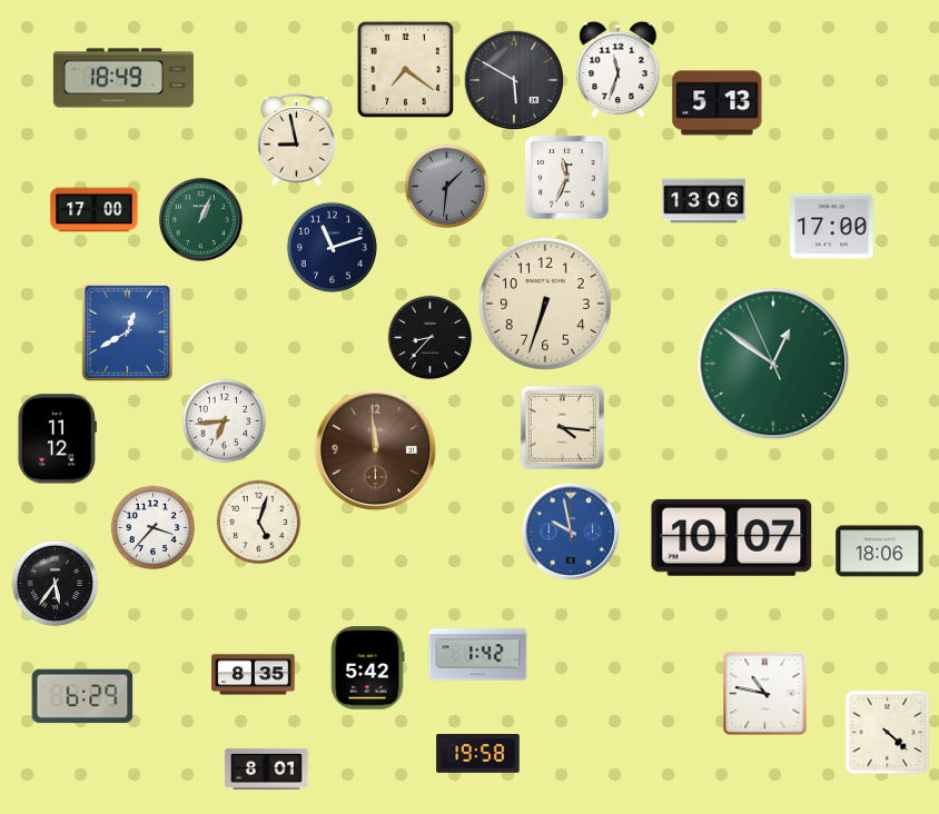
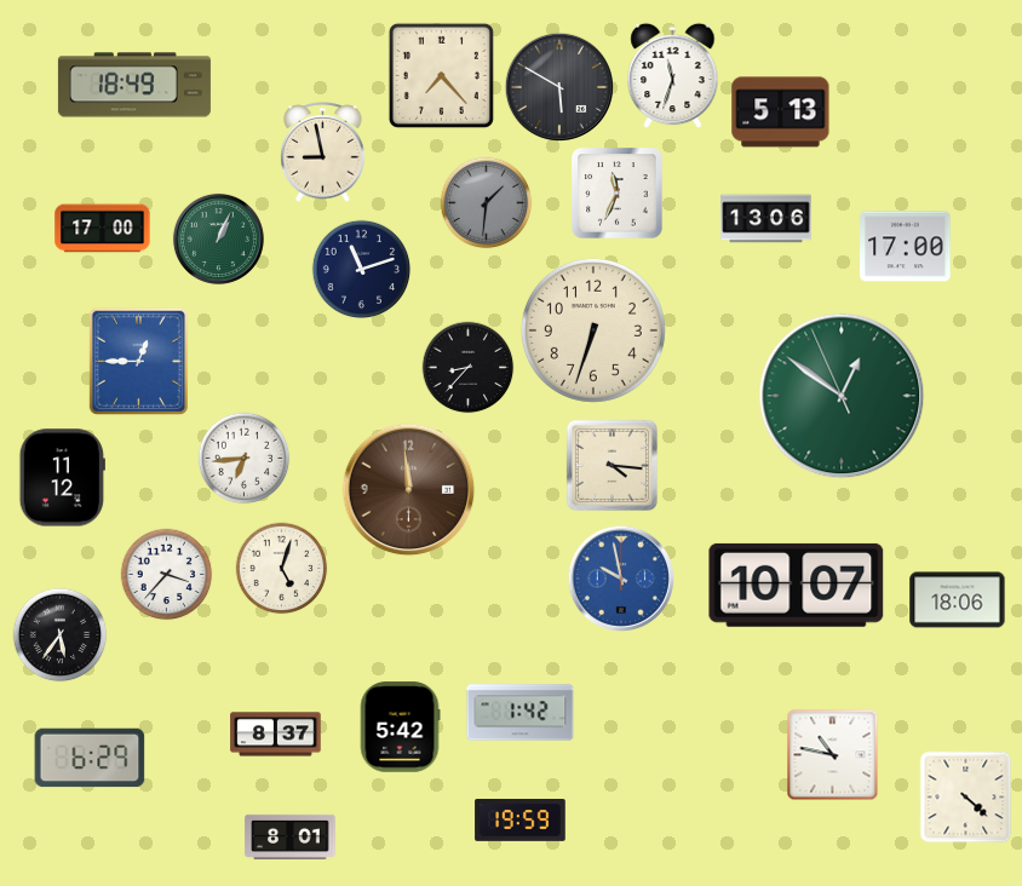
clock at (405, 69): 7:21 -> 7:23
clock at (127, 331): 12:40 -> 12:45
clock at (254, 675): 8:35 -> 8:37
clock at (478, 754): 19:58 -> 19:59
